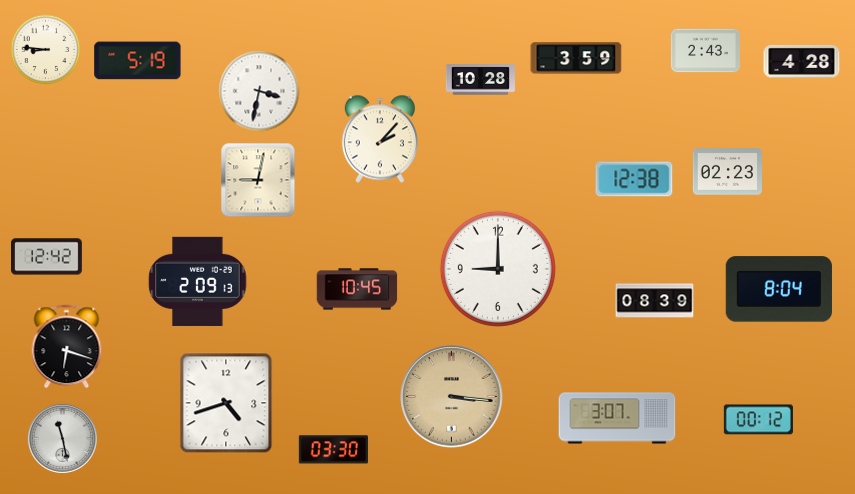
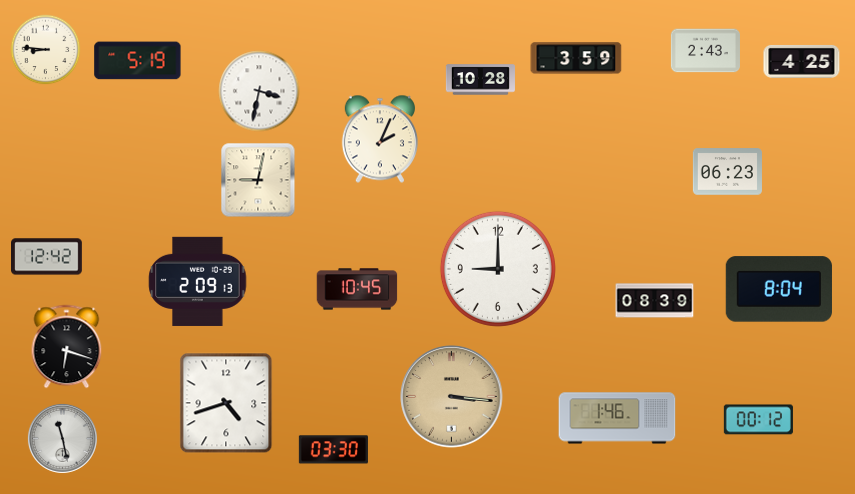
clock at (802, 61): 4:28 -> 4:25
clock at (380, 139): 2:07 -> 2:04
clock at (727, 172): 02:23 -> 06:23
clock at (634, 179): 12:38 -> none
clock at (617, 418): 3:07 -> 1:46
